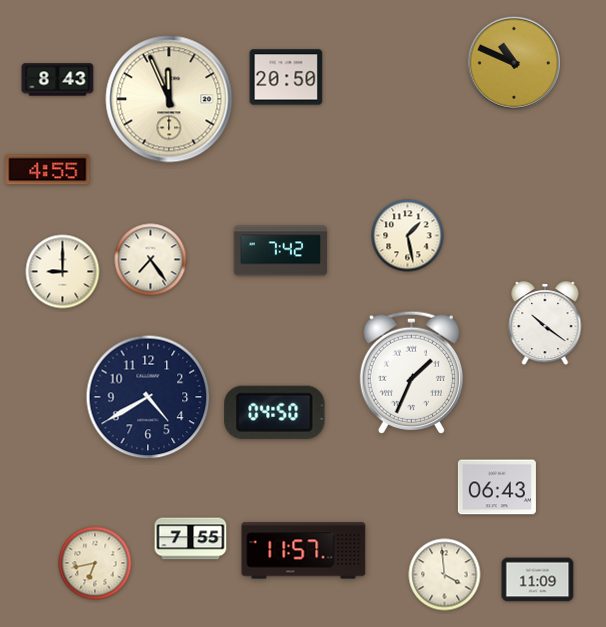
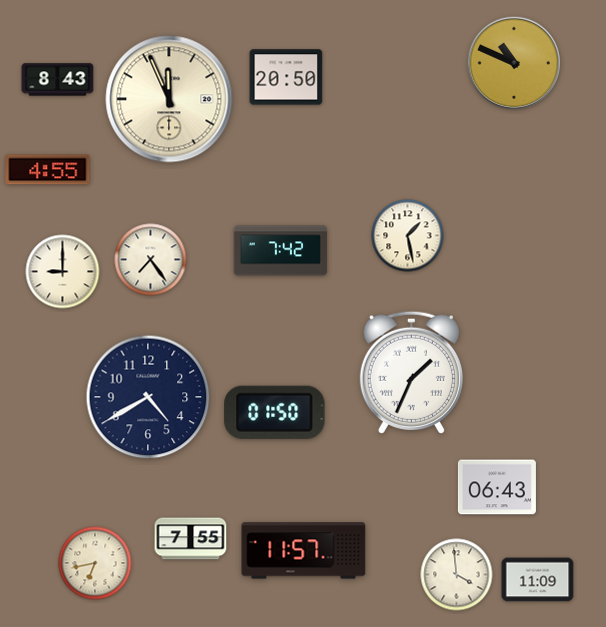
clock at (545, 324): 10:21 -> none
clock at (275, 412): 04:50 -> 01:50
clock at (445, 575) position: (445, 575) -> (457, 575)
